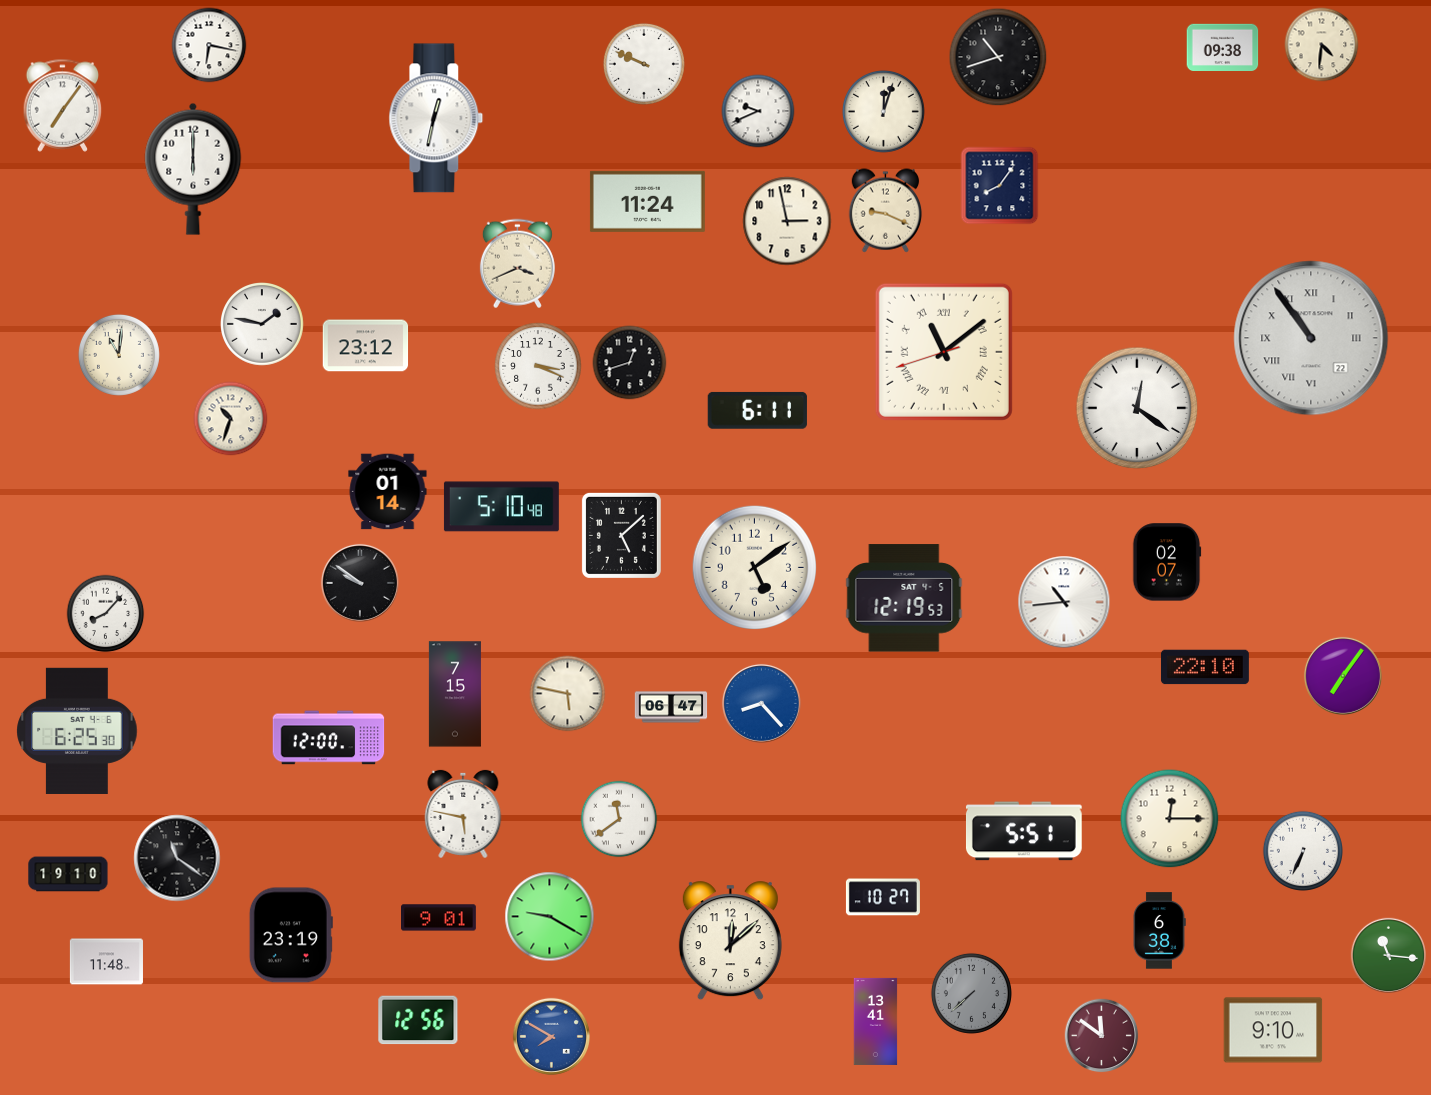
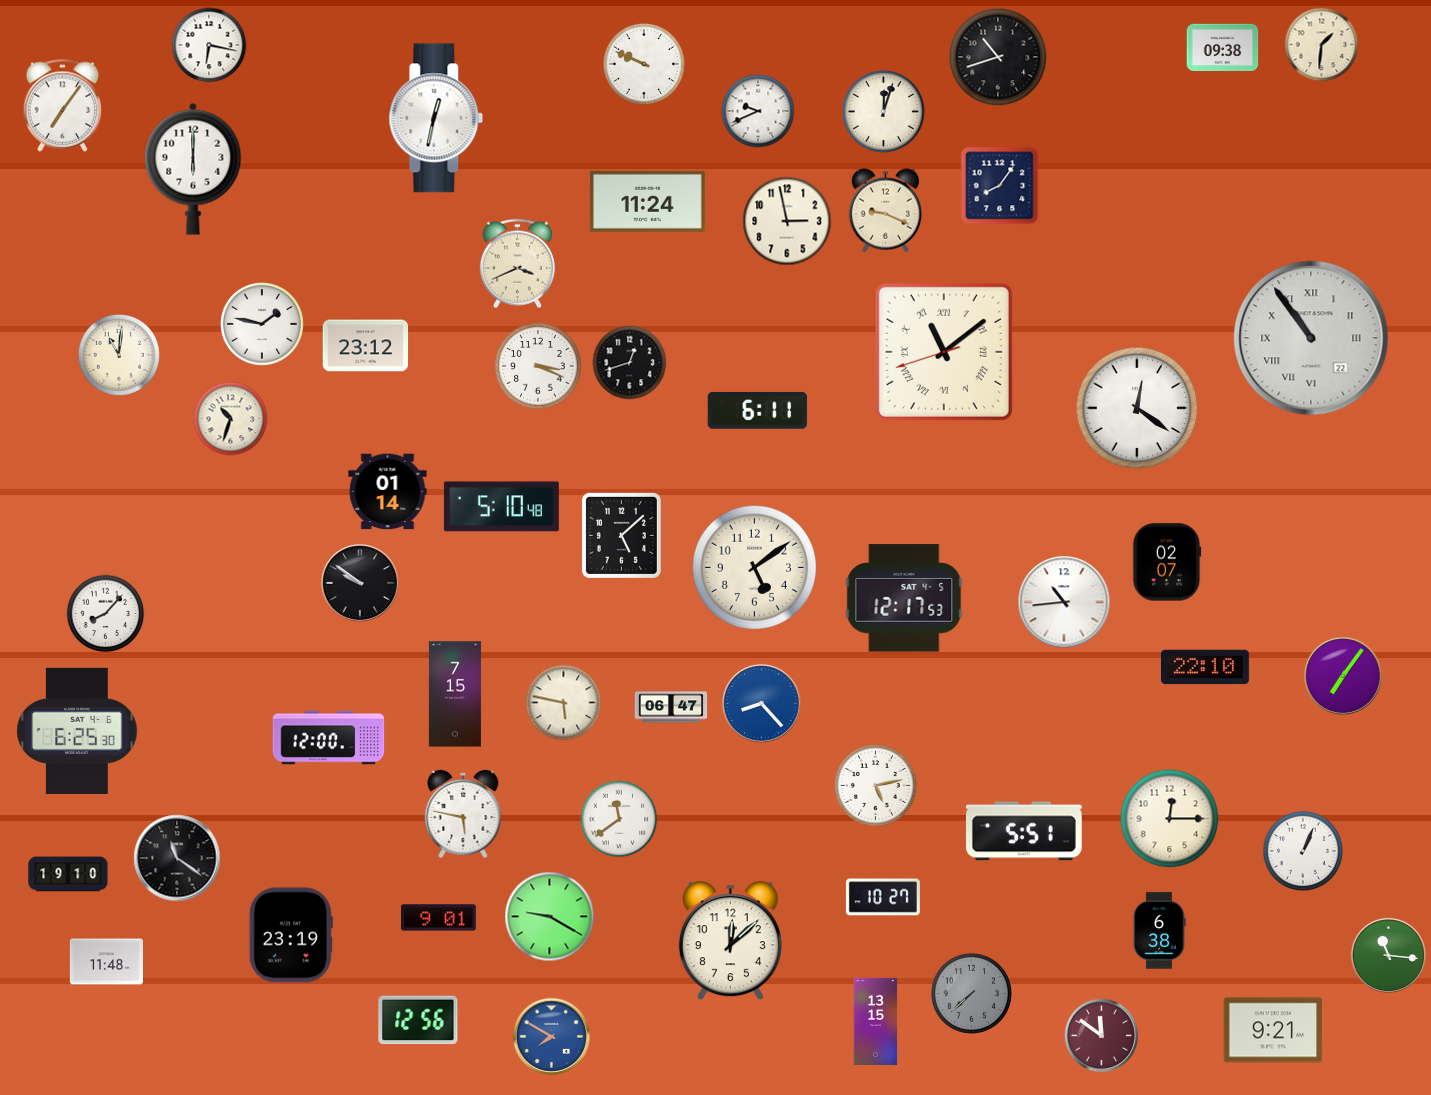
clock at (1322, 45): 4:31 -> 1:31
clock at (904, 598): 12:19 -> 12:17
clock at (568, 694) position: (568, 694) -> (564, 703)
clock at (875, 785): none -> 5:13
clock at (1303, 851): 6:34 -> 1:04
clock at (876, 1021): 13:41 -> 13:15
clock at (1273, 1030): 9:10 -> 9:21
